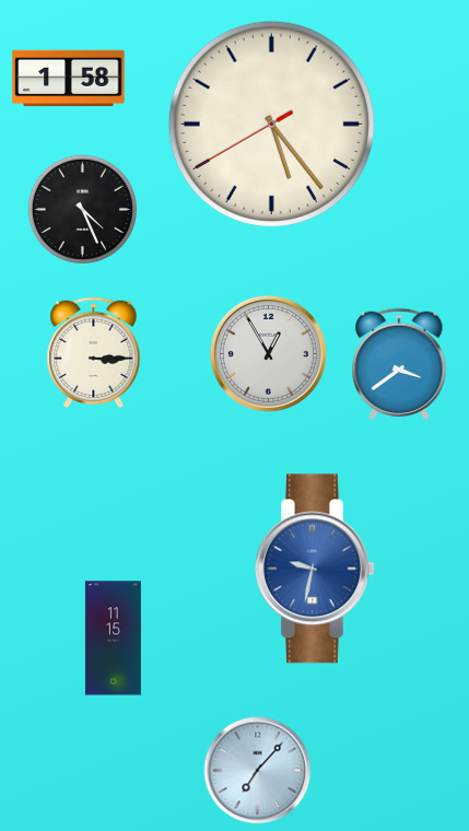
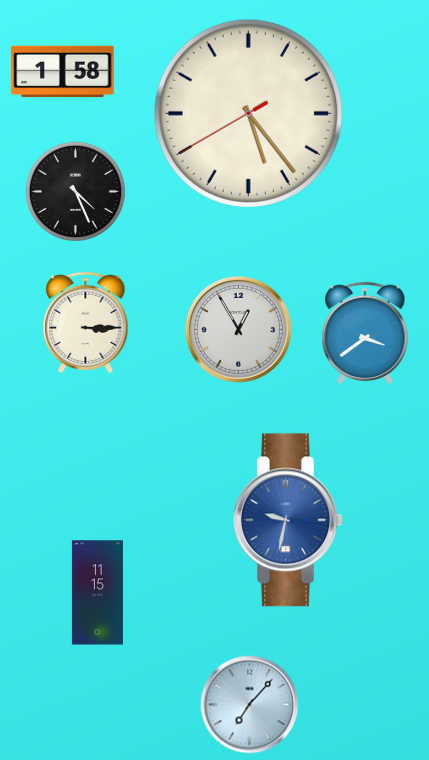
clock at (268, 353) position: (268, 353) -> (238, 329)
clock at (113, 639) position: (113, 639) -> (97, 593)
clock at (258, 771) position: (258, 771) -> (250, 705)
